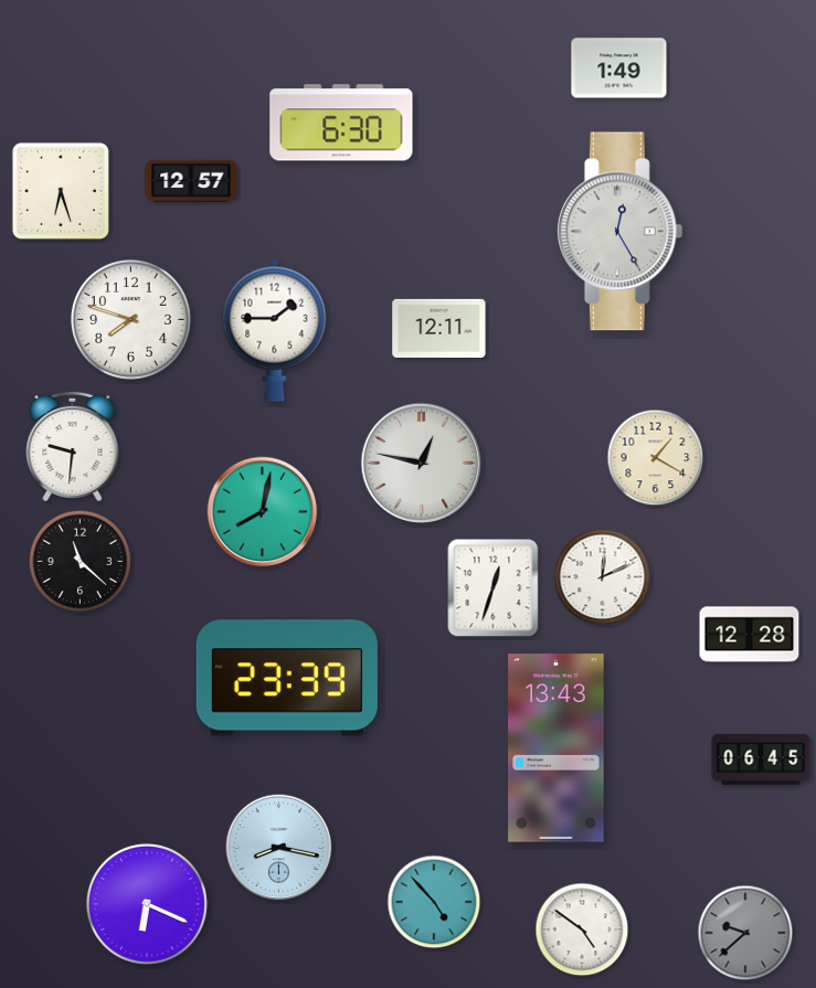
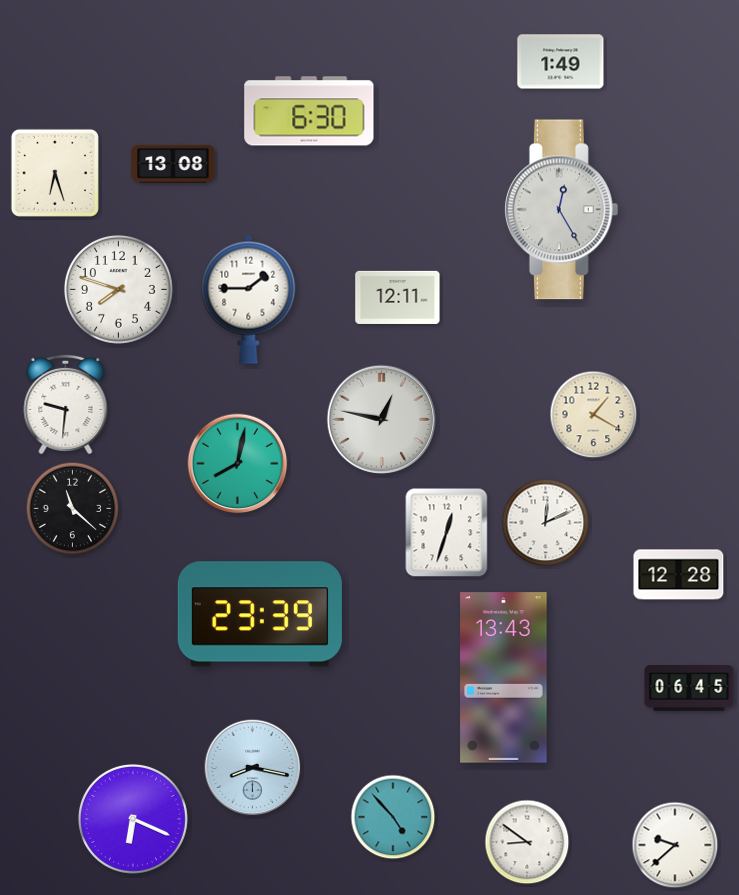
clock at (191, 181): 12:57 -> 13:08
clock at (582, 929): 4:51 -> 8:51
clock at (745, 933) dial: grey -> white
